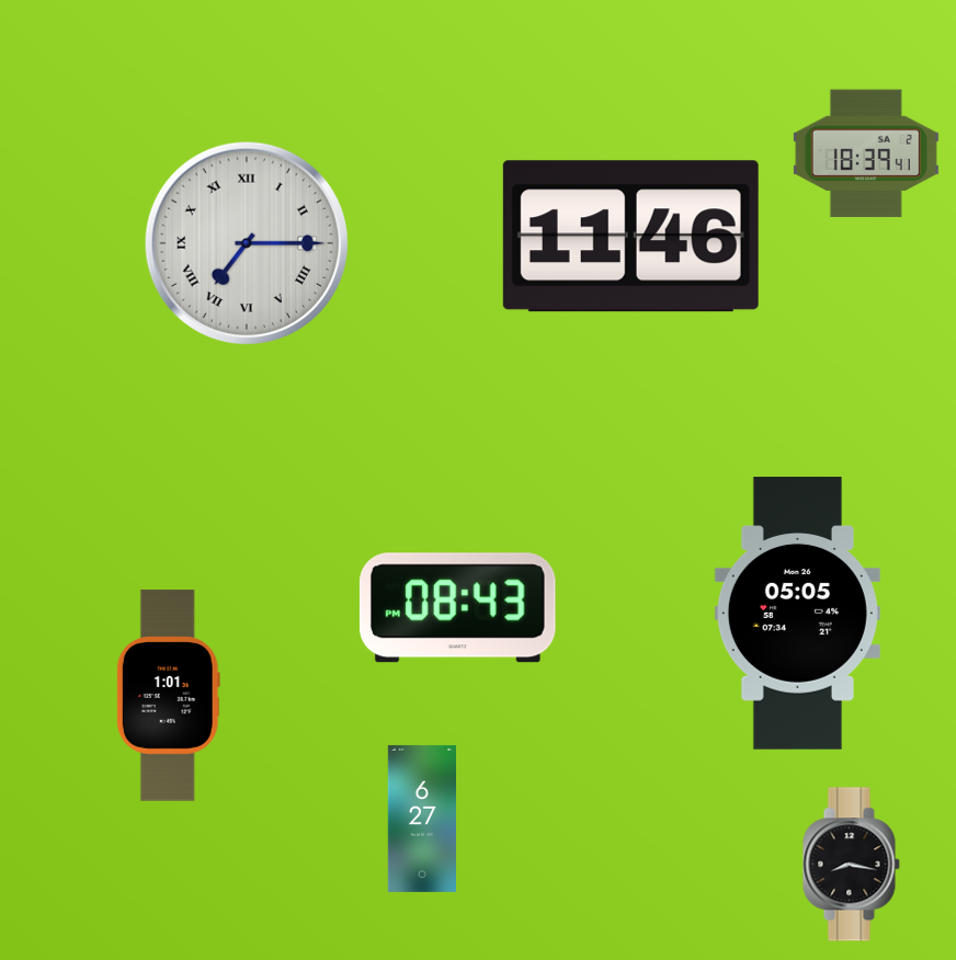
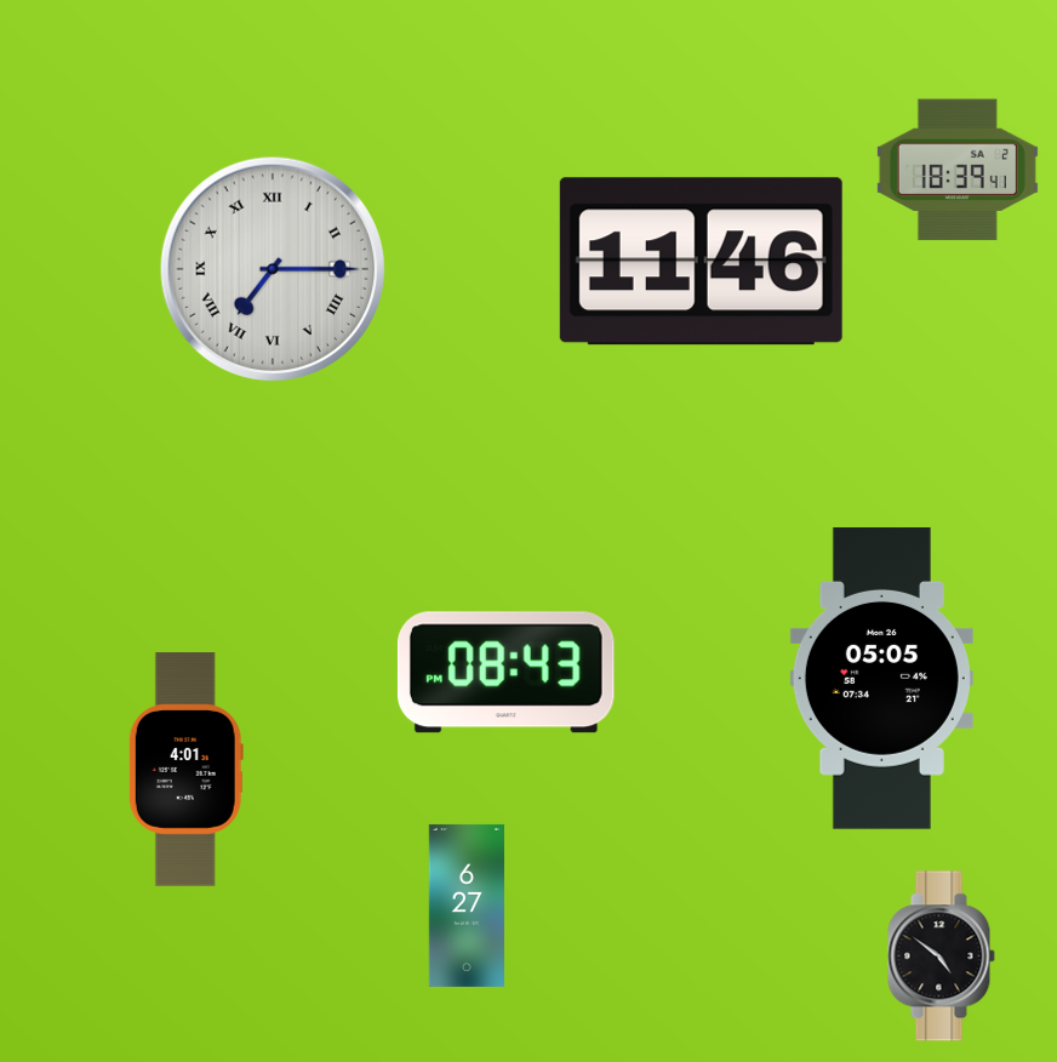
clock at (630, 237) position: (630, 237) -> (701, 262)
clock at (168, 696): 1:01 -> 4:01
clock at (851, 865): 8:17 -> 4:51
